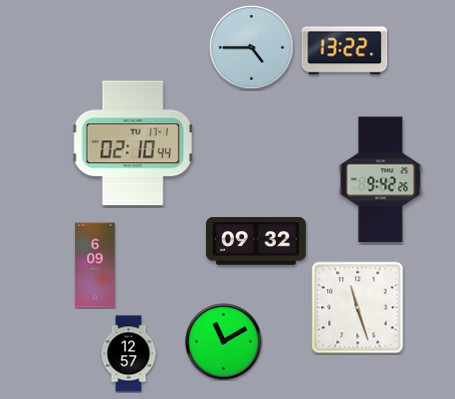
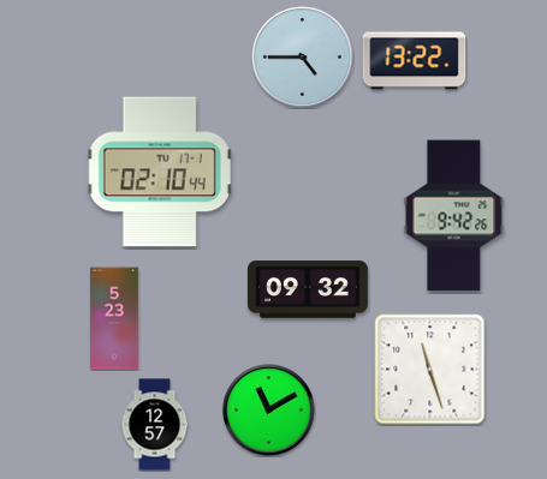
clock at (381, 180) position: (381, 180) -> (454, 216)
clock at (95, 265): 6:09 -> 5:23
